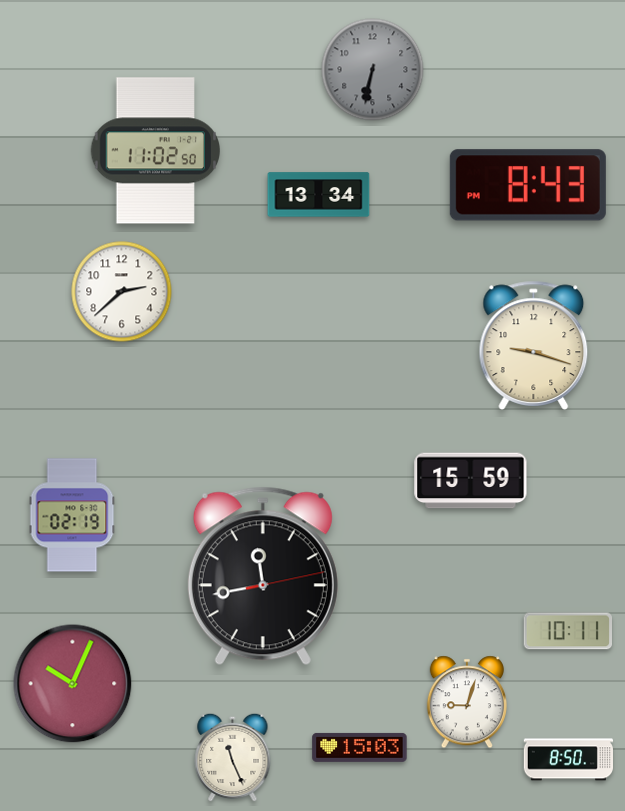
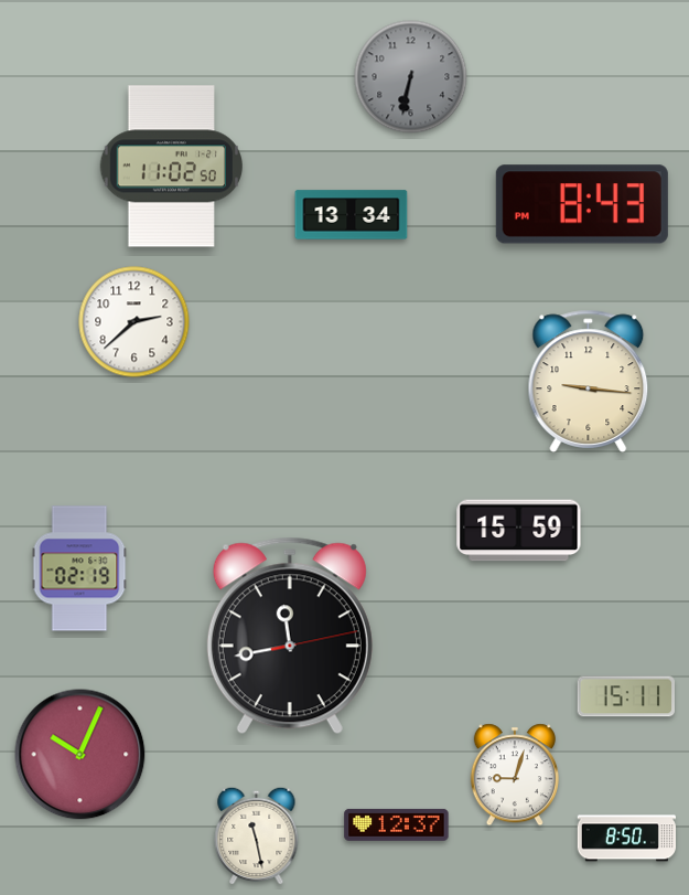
clock at (534, 345): 9:18 -> 9:16
clock at (567, 631): 10:11 -> 15:11
clock at (360, 747): 15:03 -> 12:37
clock at (233, 757): 11:26 -> 11:28
